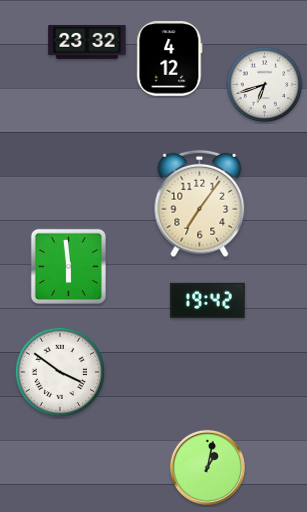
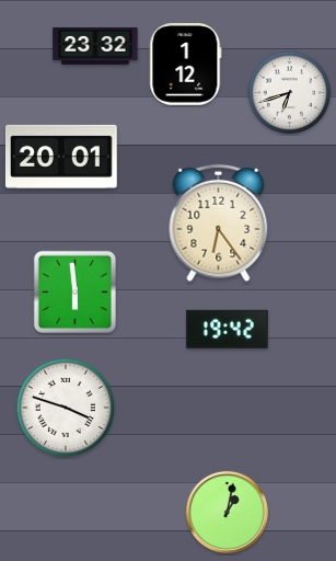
clock at (170, 59): 4:12 -> 1:12
clock at (61, 157): none -> 20:01
clock at (200, 204): 7:06 -> 6:24
clock at (60, 372): 3:51 -> 3:48
